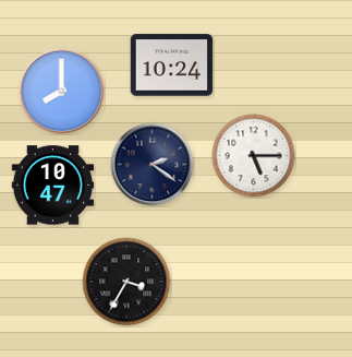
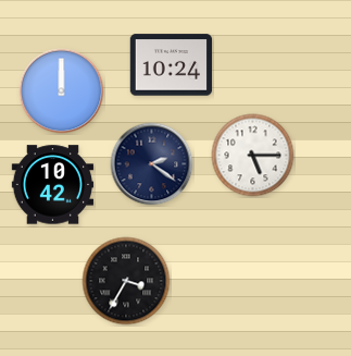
clock at (62, 92): 8:00 -> 12:00
clock at (53, 186): 10:47 -> 10:42
